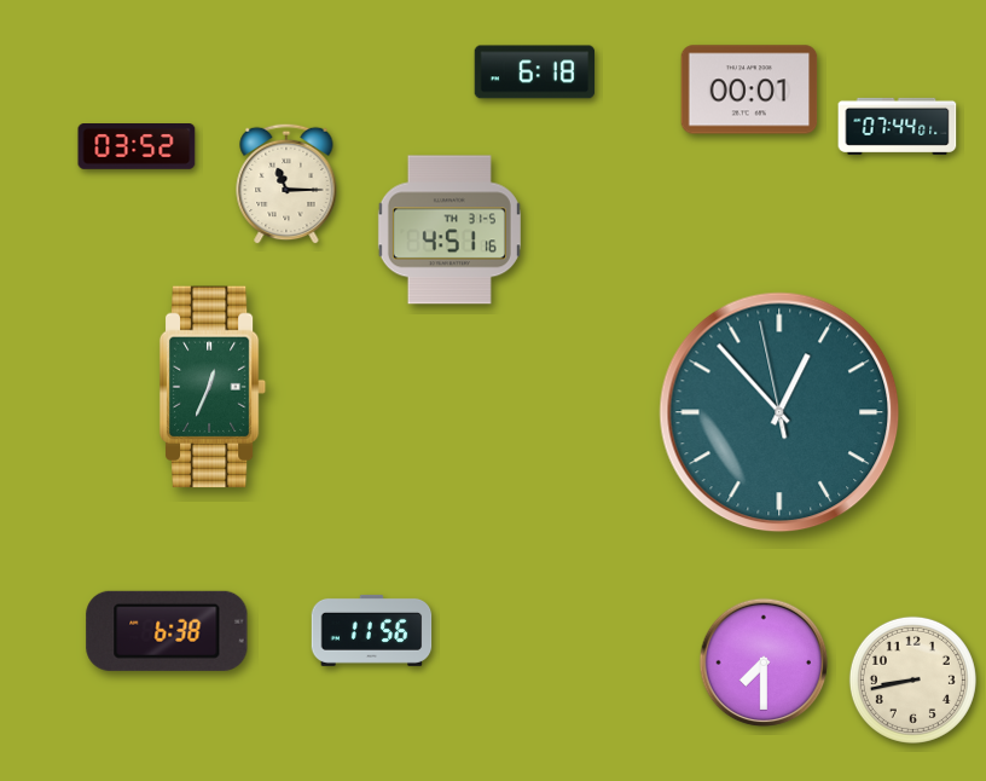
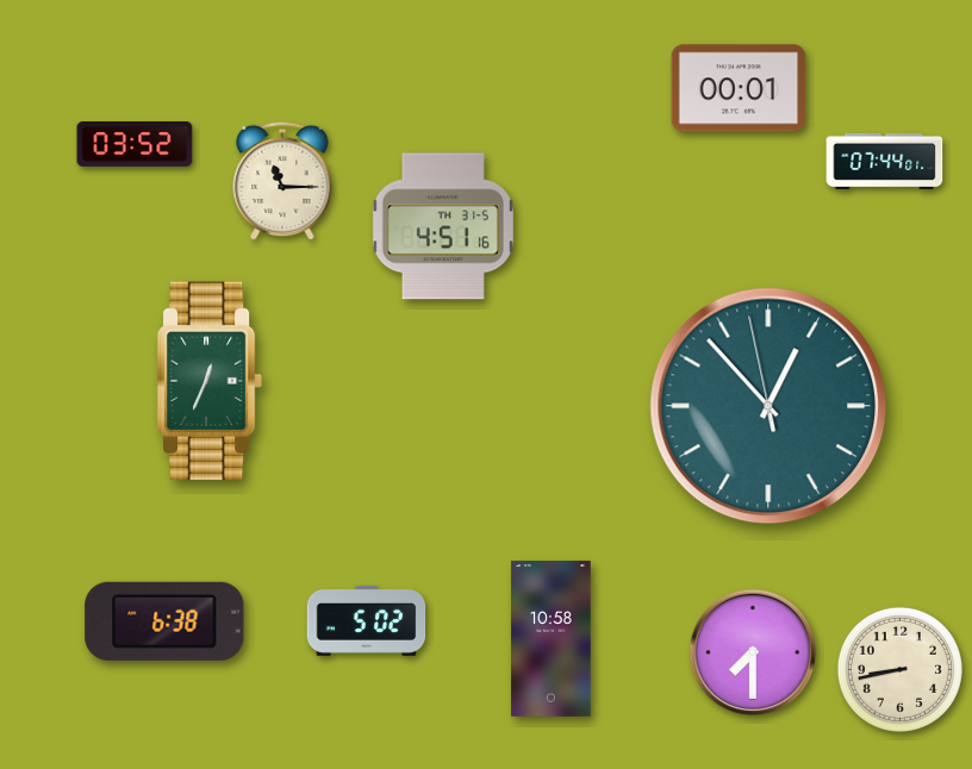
clock at (535, 73): 6:18 -> none
clock at (898, 126) position: (898, 126) -> (885, 161)
clock at (372, 630): 11:56 -> 5:02
clock at (552, 639): none -> 10:58
